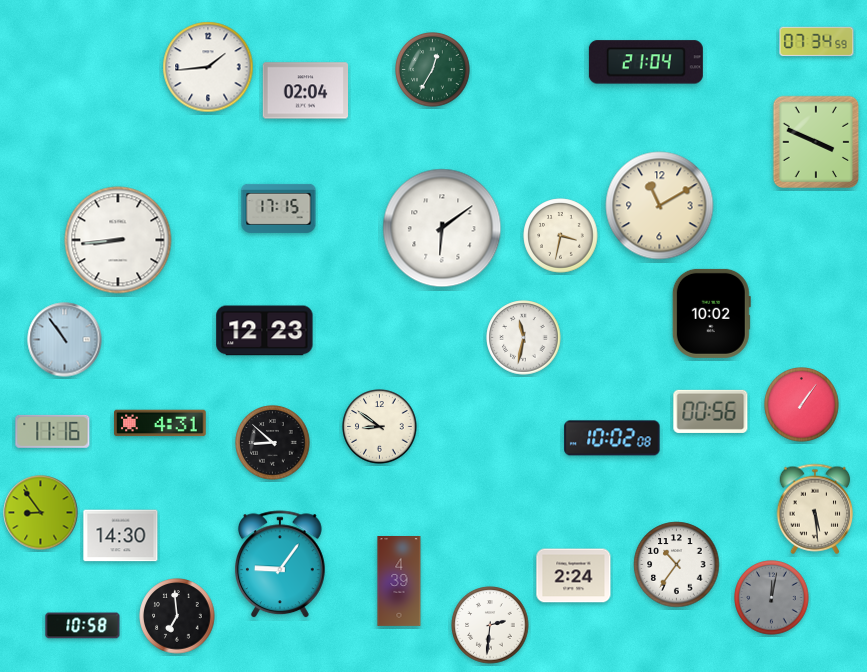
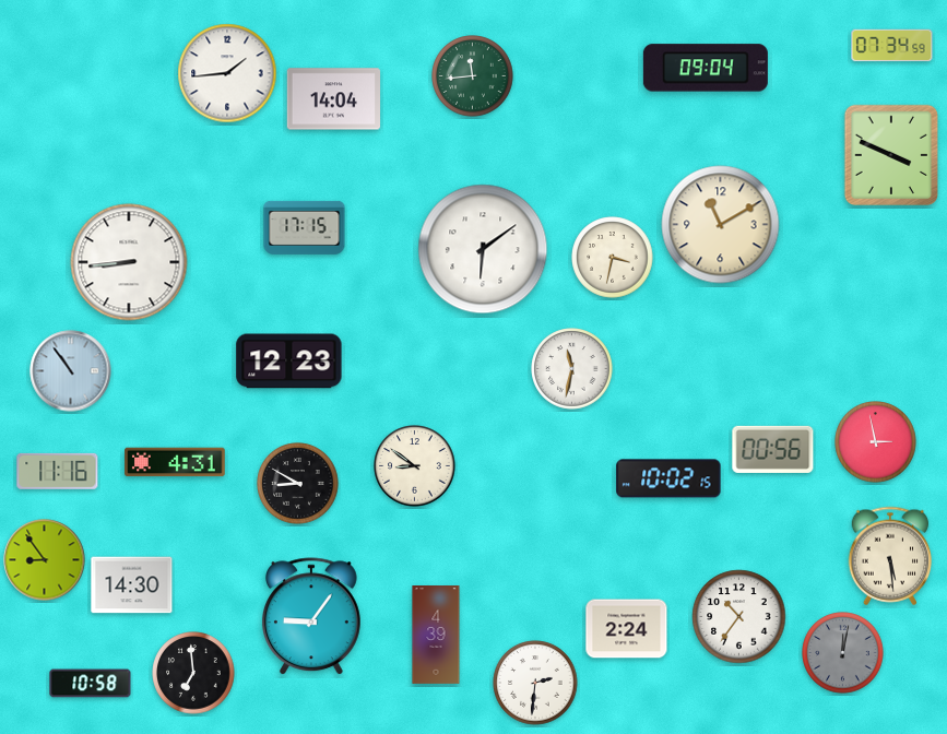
clock at (646, 62): 21:04 -> 09:04
clock at (433, 70): 12:35 -> 11:44
clock at (306, 91): 02:04 -> 14:04
clock at (711, 313): 10:02 -> none
clock at (802, 405): 1:06 -> 2:58
clock at (711, 411) position: (711, 411) -> (773, 449)
clock at (612, 438): 10:02:08 -> 10:02:15
clock at (273, 443): 8:52 -> 8:50
clock at (280, 565) position: (280, 565) -> (311, 617)
